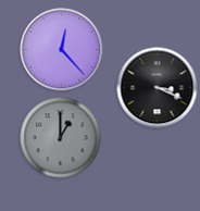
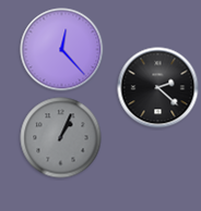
clock at (158, 88): 3:19 -> 2:22
clock at (61, 138): 1:00 -> 1:04
